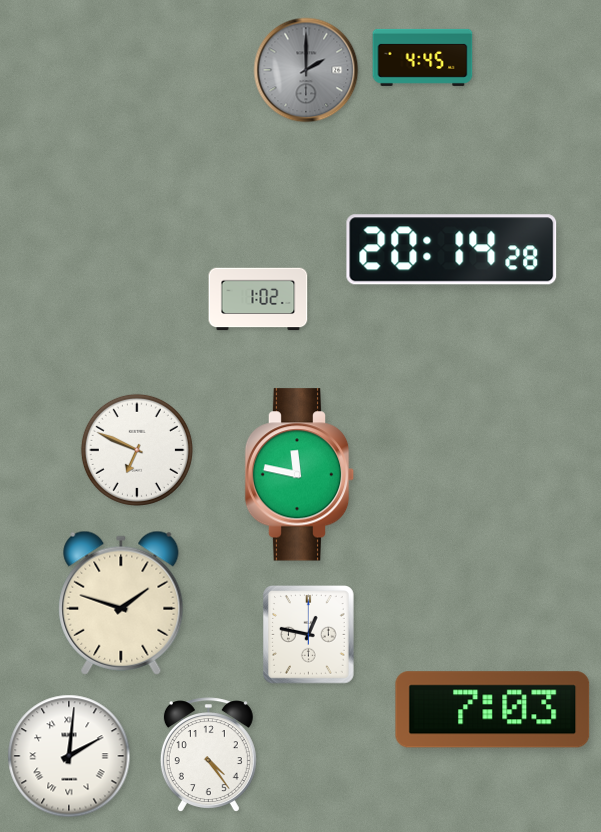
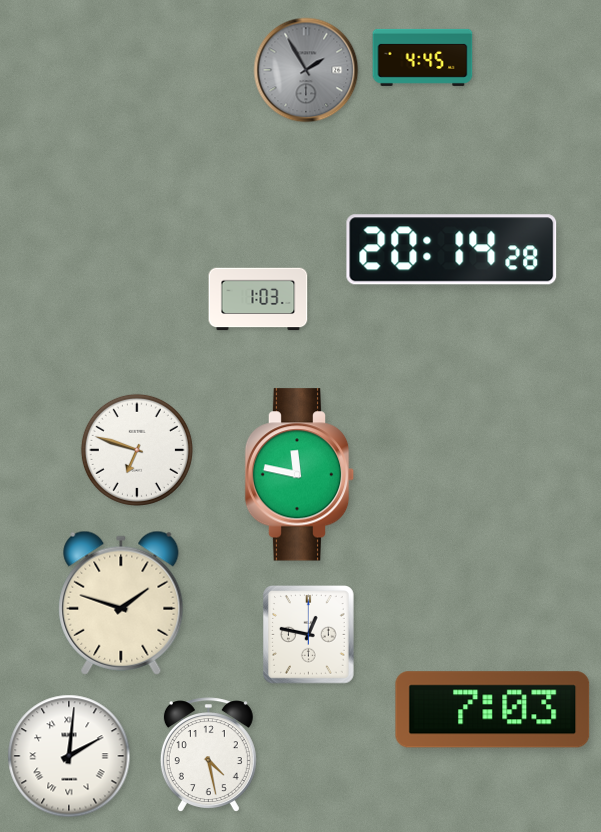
clock at (306, 70): 2:00 -> 1:55
clock at (258, 299): 1:02 -> 1:03
clock at (137, 450): 6:49 -> 6:48
clock at (208, 755): 4:24 -> 4:28
